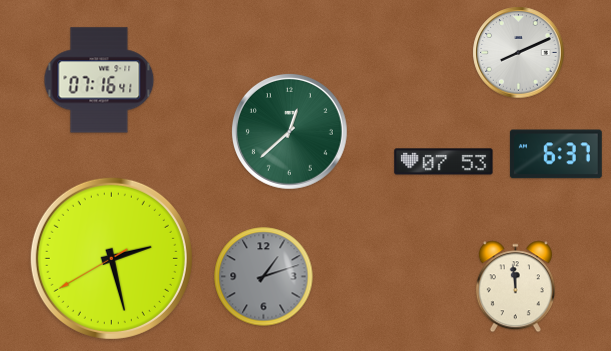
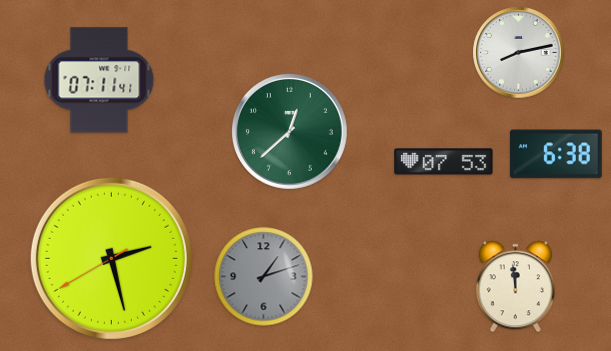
clock at (519, 53): 8:11 -> 8:13
clock at (99, 80): 07:16 -> 07:11
clock at (556, 154): 6:37 -> 6:38
